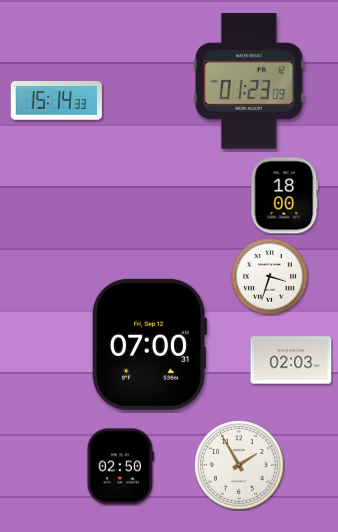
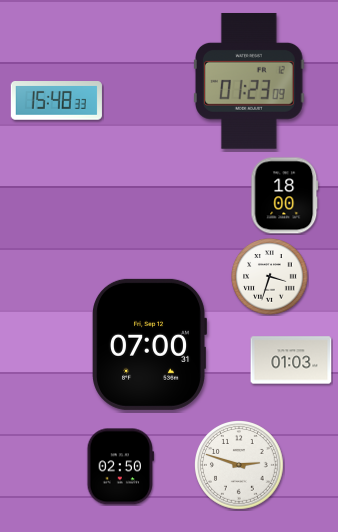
clock at (56, 101): 15:14 -> 15:48
clock at (291, 360): 02:03 -> 01:03
clock at (240, 466): 1:55 -> 2:48
